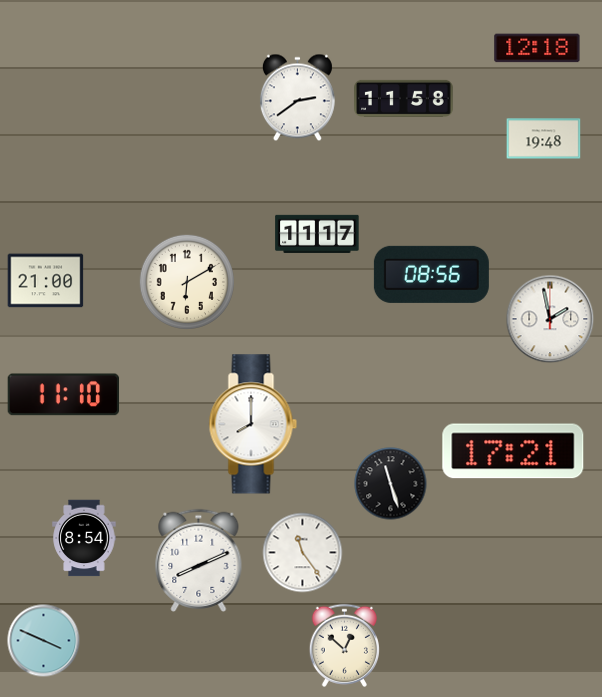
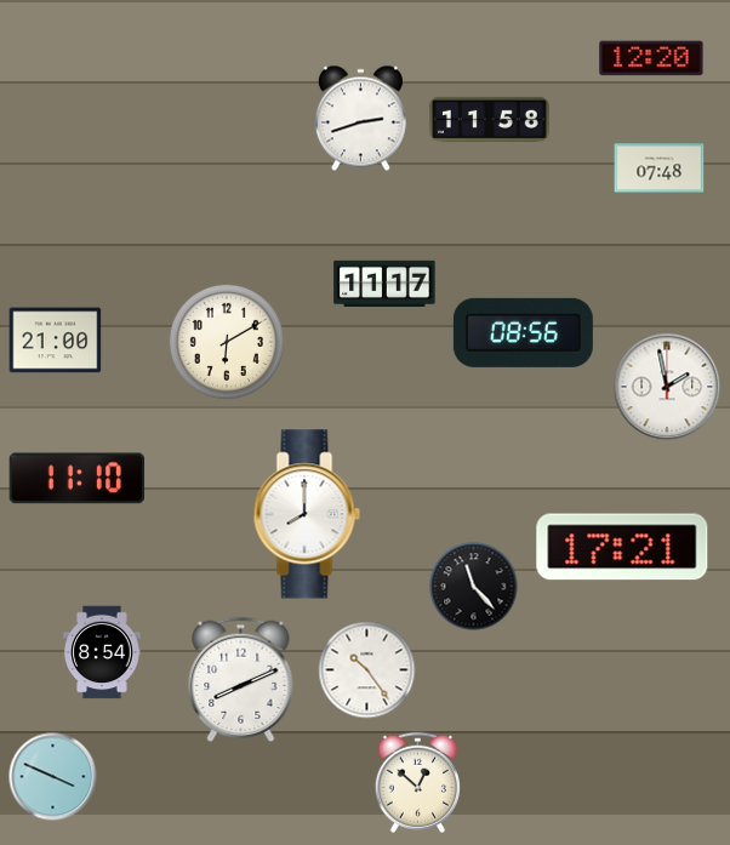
clock at (537, 48): 12:18 -> 12:20
clock at (297, 98): 2:39 -> 2:42
clock at (544, 139): 19:48 -> 07:48
clock at (391, 484): 11:27 -> 11:23
clock at (303, 553): 11:24 -> 10:24
